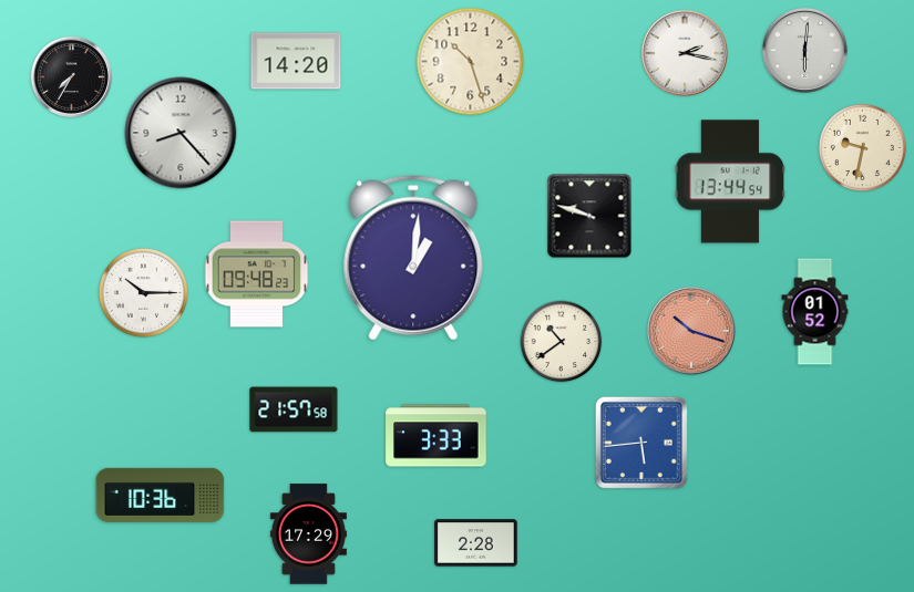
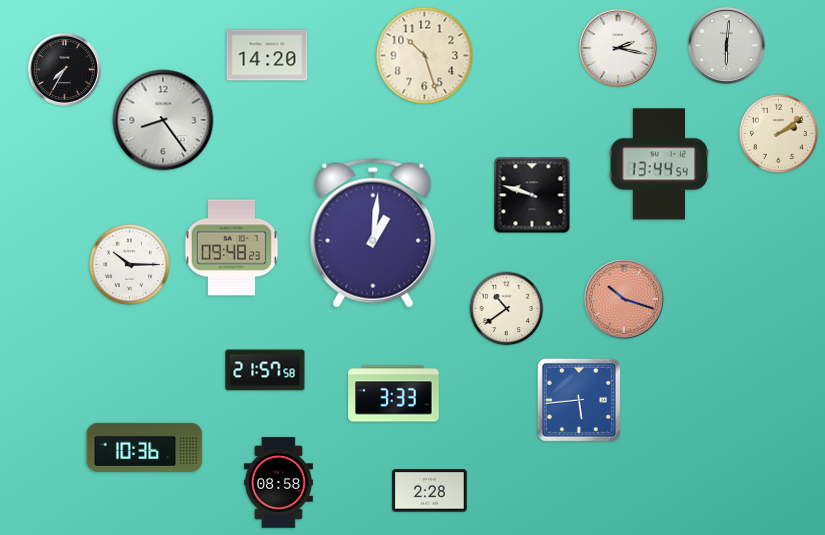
clock at (181, 133): 8:23 -> 8:24
clock at (862, 147): 9:32 -> 2:09
clock at (815, 312): 01:52 -> none
clock at (308, 534): 17:29 -> 08:58
